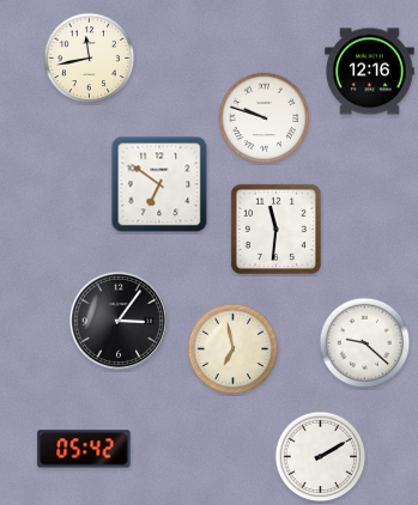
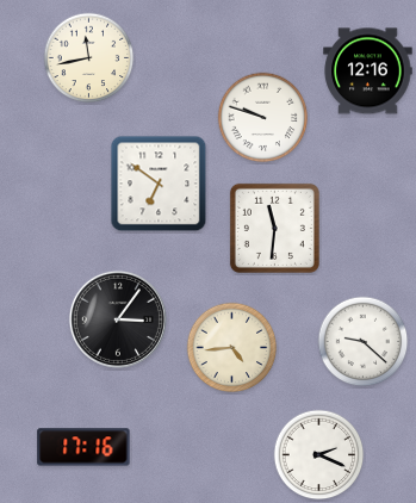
clock at (234, 349): 6:58 -> 4:44
clock at (84, 449): 05:42 -> 17:16
clock at (321, 457): 2:10 -> 2:19
